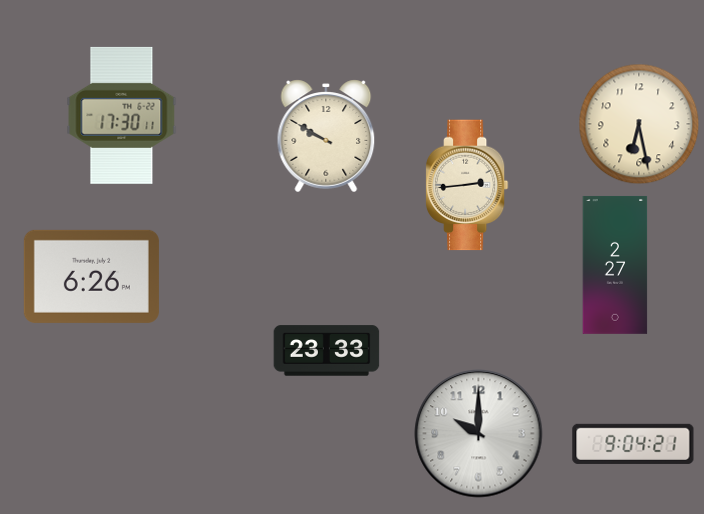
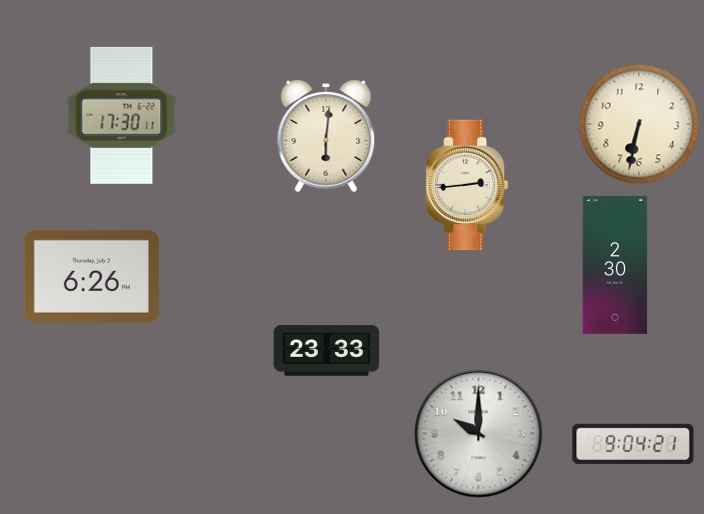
clock at (639, 124): 6:28 -> 6:32
clock at (326, 136): 9:50 -> 6:01
clock at (615, 265): 2:27 -> 2:30
